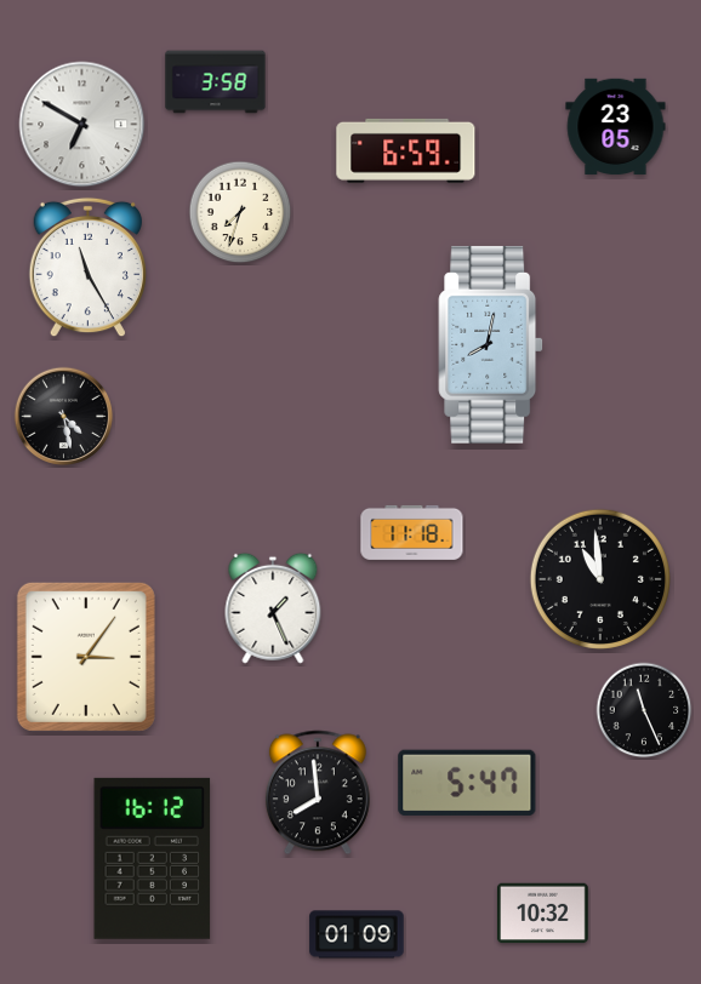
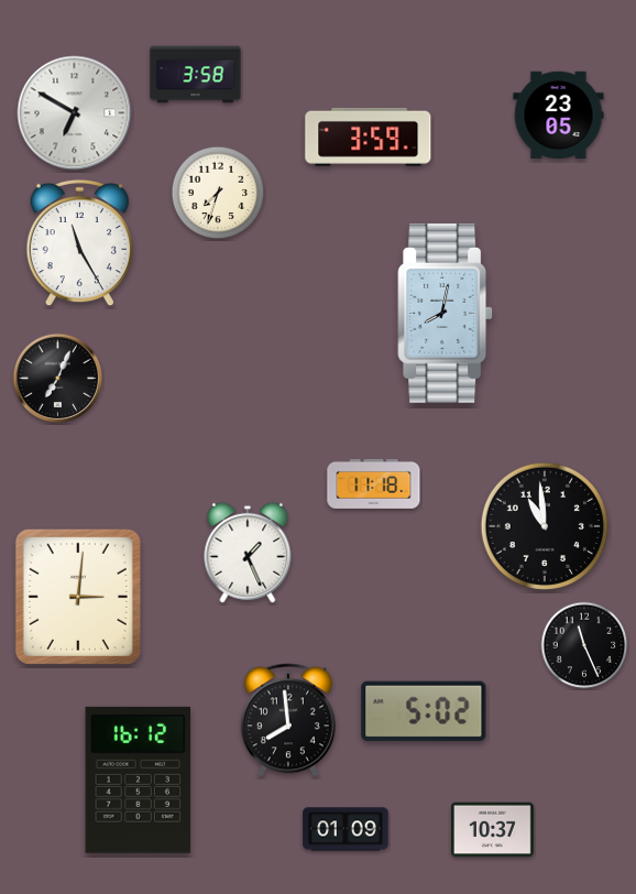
clock at (406, 150): 6:59 -> 3:59
clock at (64, 417): 4:28 -> 7:04
clock at (86, 657): 3:06 -> 3:01
clock at (467, 783): 5:47 -> 5:02
clock at (543, 914): 10:32 -> 10:37
clock at (357, 934) position: (357, 934) -> (346, 829)
